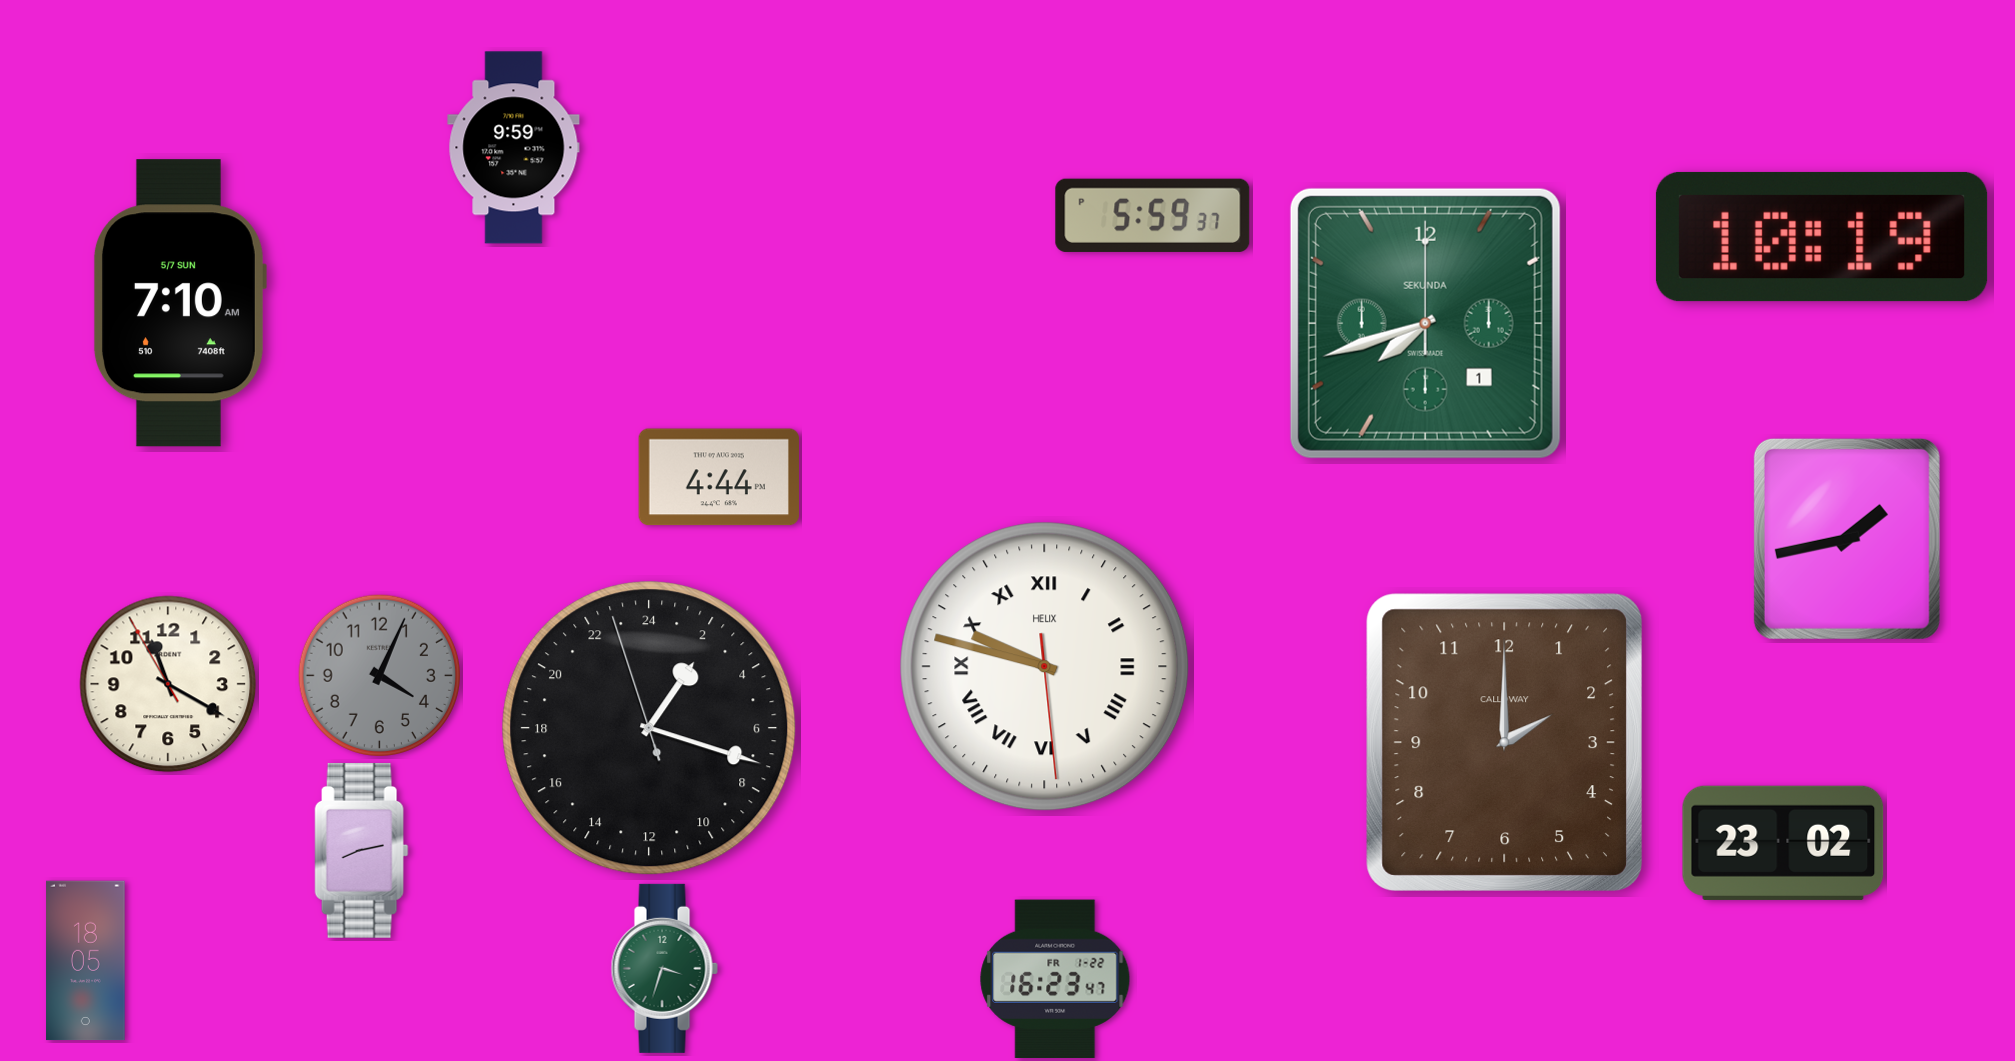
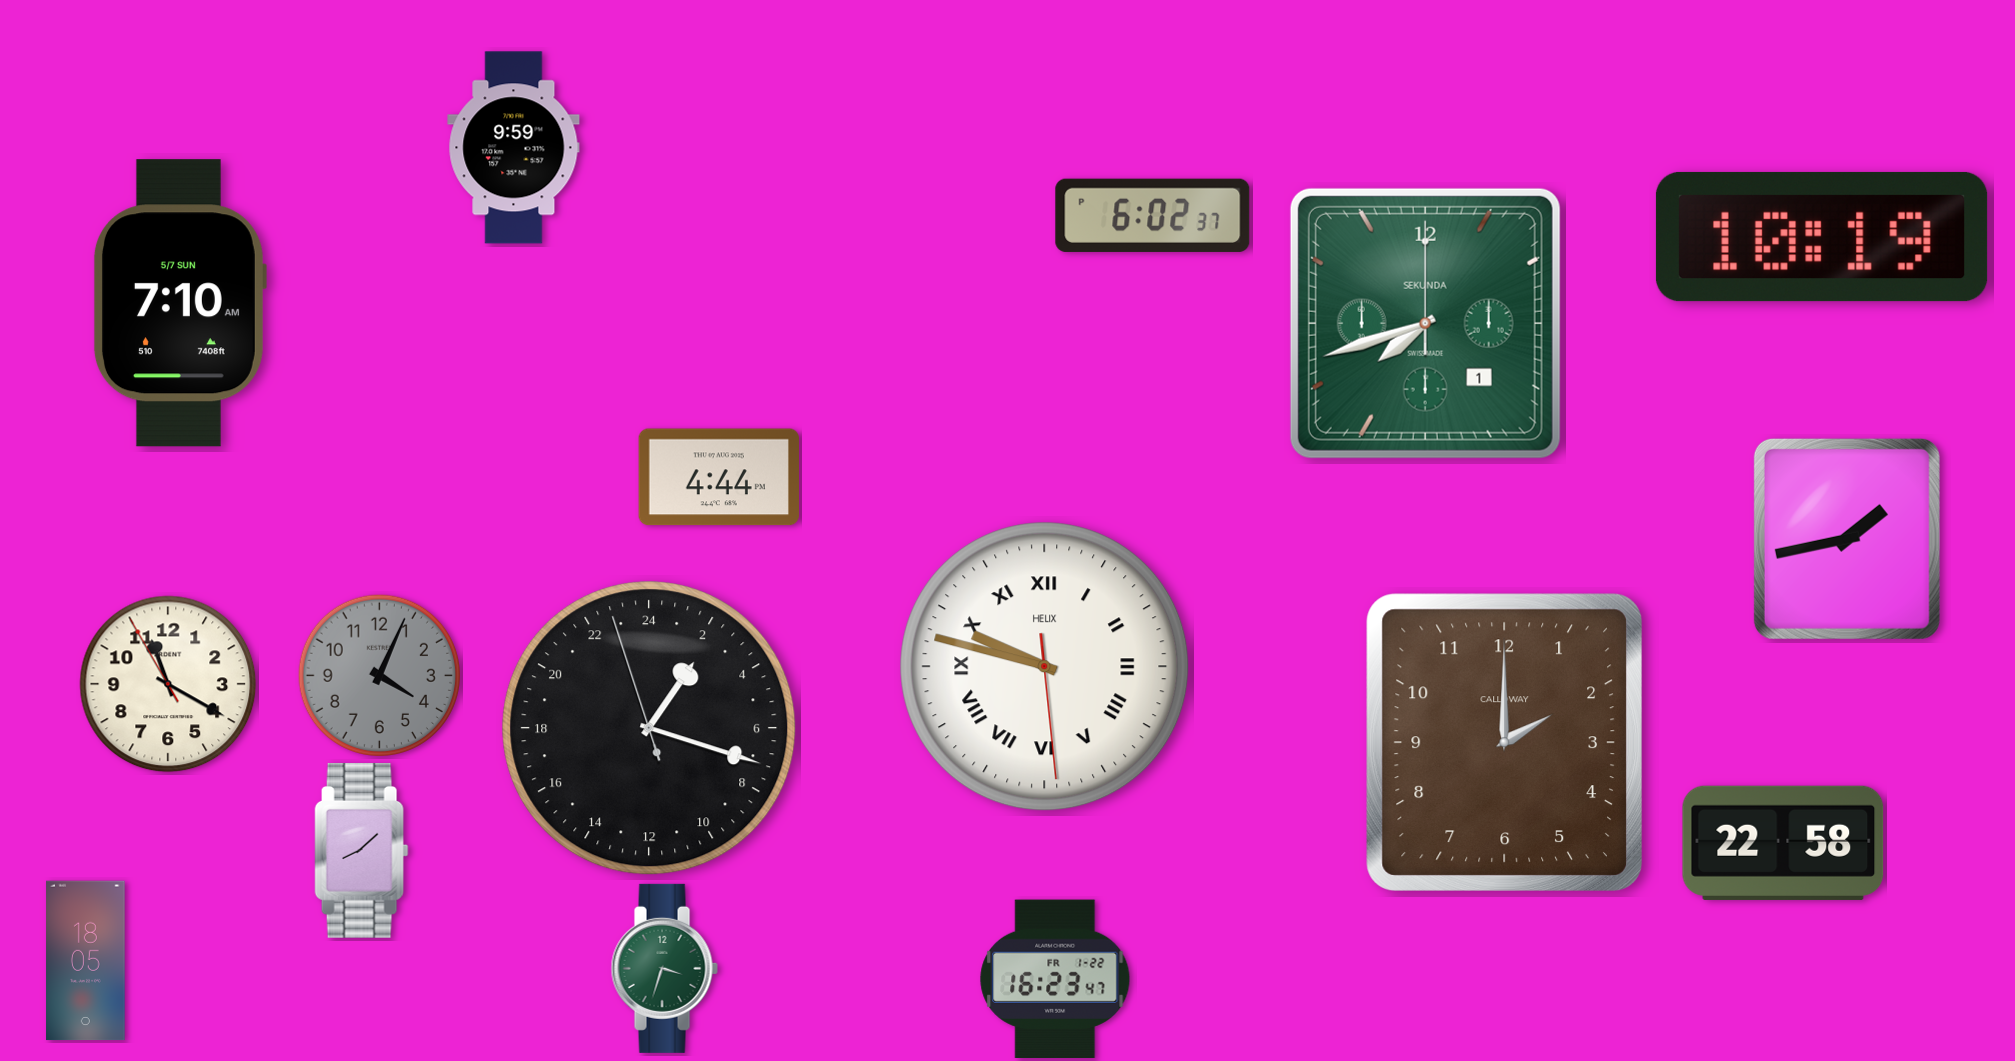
clock at (1153, 215): 5:59 -> 6:02
clock at (1783, 843): 23:02 -> 22:58
clock at (362, 850): 8:13 -> 8:08
